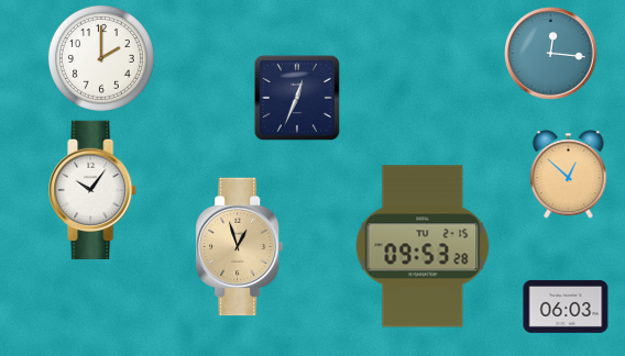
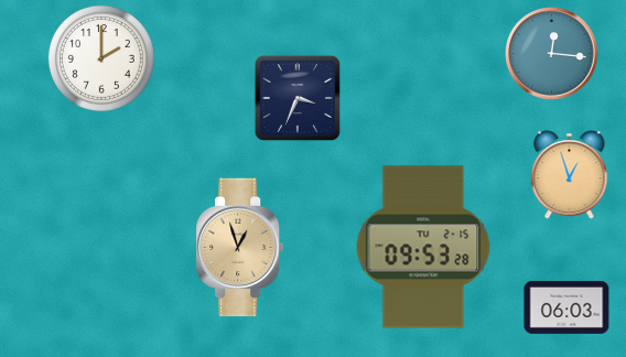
clock at (297, 98): 12:34 -> 3:34
clock at (569, 175): 12:52 -> 12:57
clock at (94, 190): 10:06 -> none
